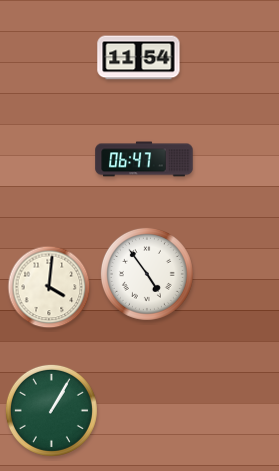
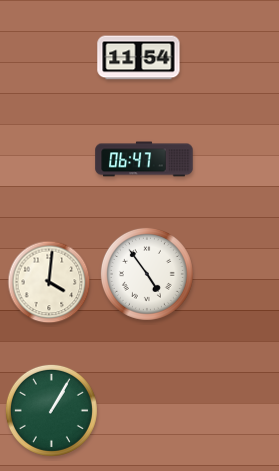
clock at (49, 287) position: (49, 287) -> (49, 282)
